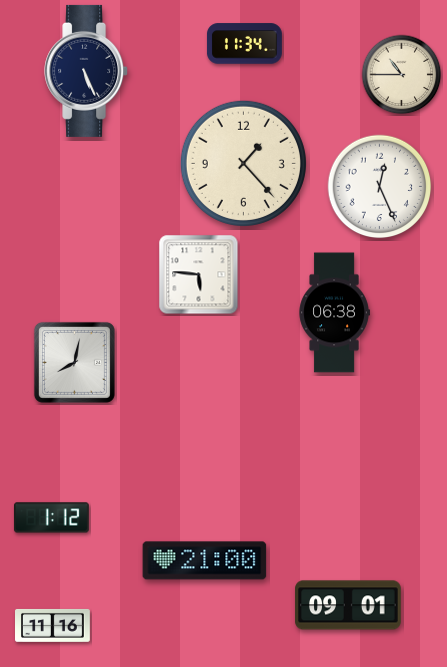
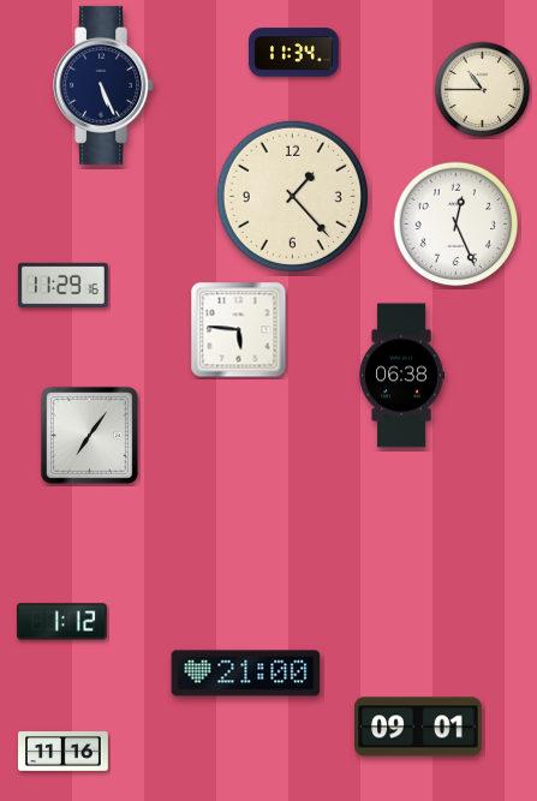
clock at (64, 286): none -> 11:29
clock at (74, 362): 8:02 -> 7:06
